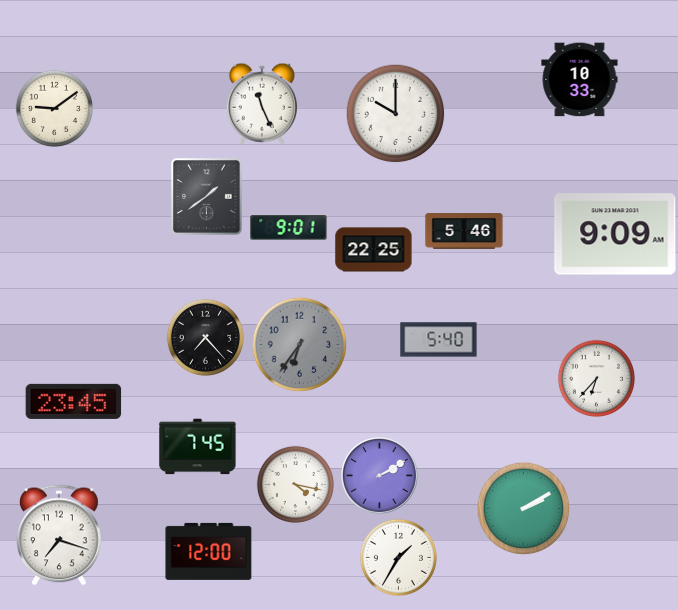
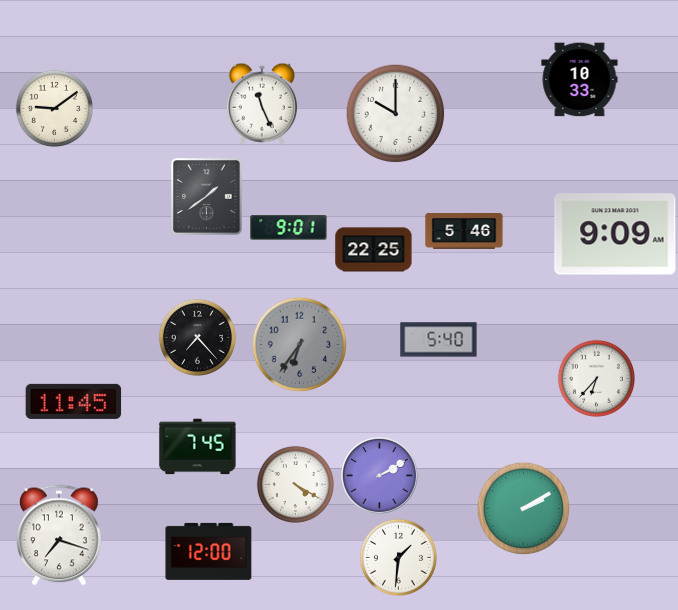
clock at (205, 337) position: (205, 337) -> (197, 337)
clock at (74, 401): 23:45 -> 11:45
clock at (295, 484): 4:17 -> 4:20
clock at (398, 557): 1:35 -> 1:31
